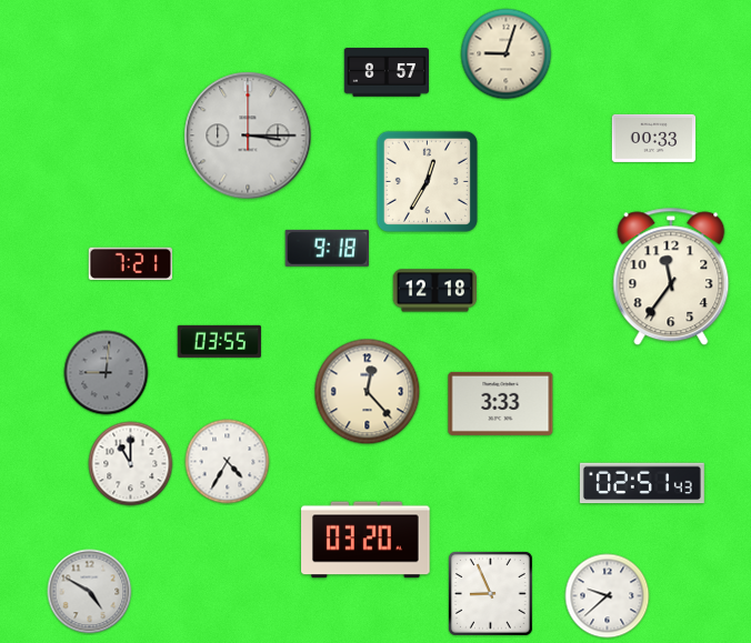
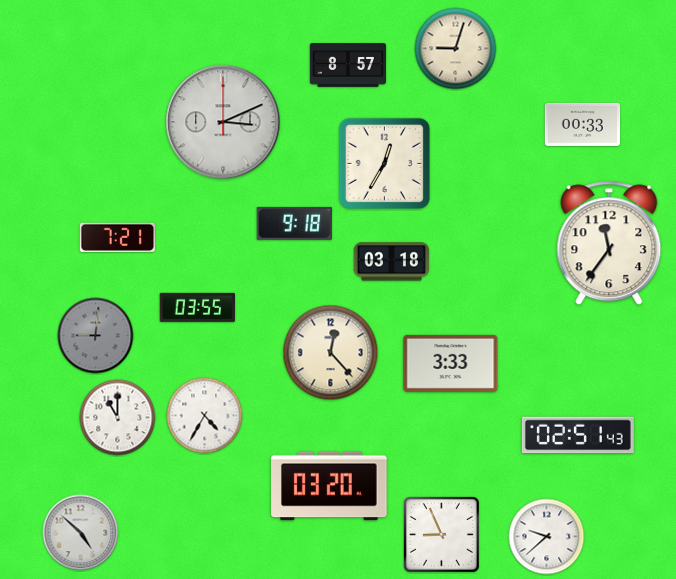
clock at (248, 135): 3:15 -> 3:11
clock at (654, 138) position: (654, 138) -> (583, 124)
clock at (671, 277) position: (671, 277) -> (609, 243)
clock at (435, 291): 12:18 -> 03:18
clock at (90, 592): 4:50 -> 4:52
